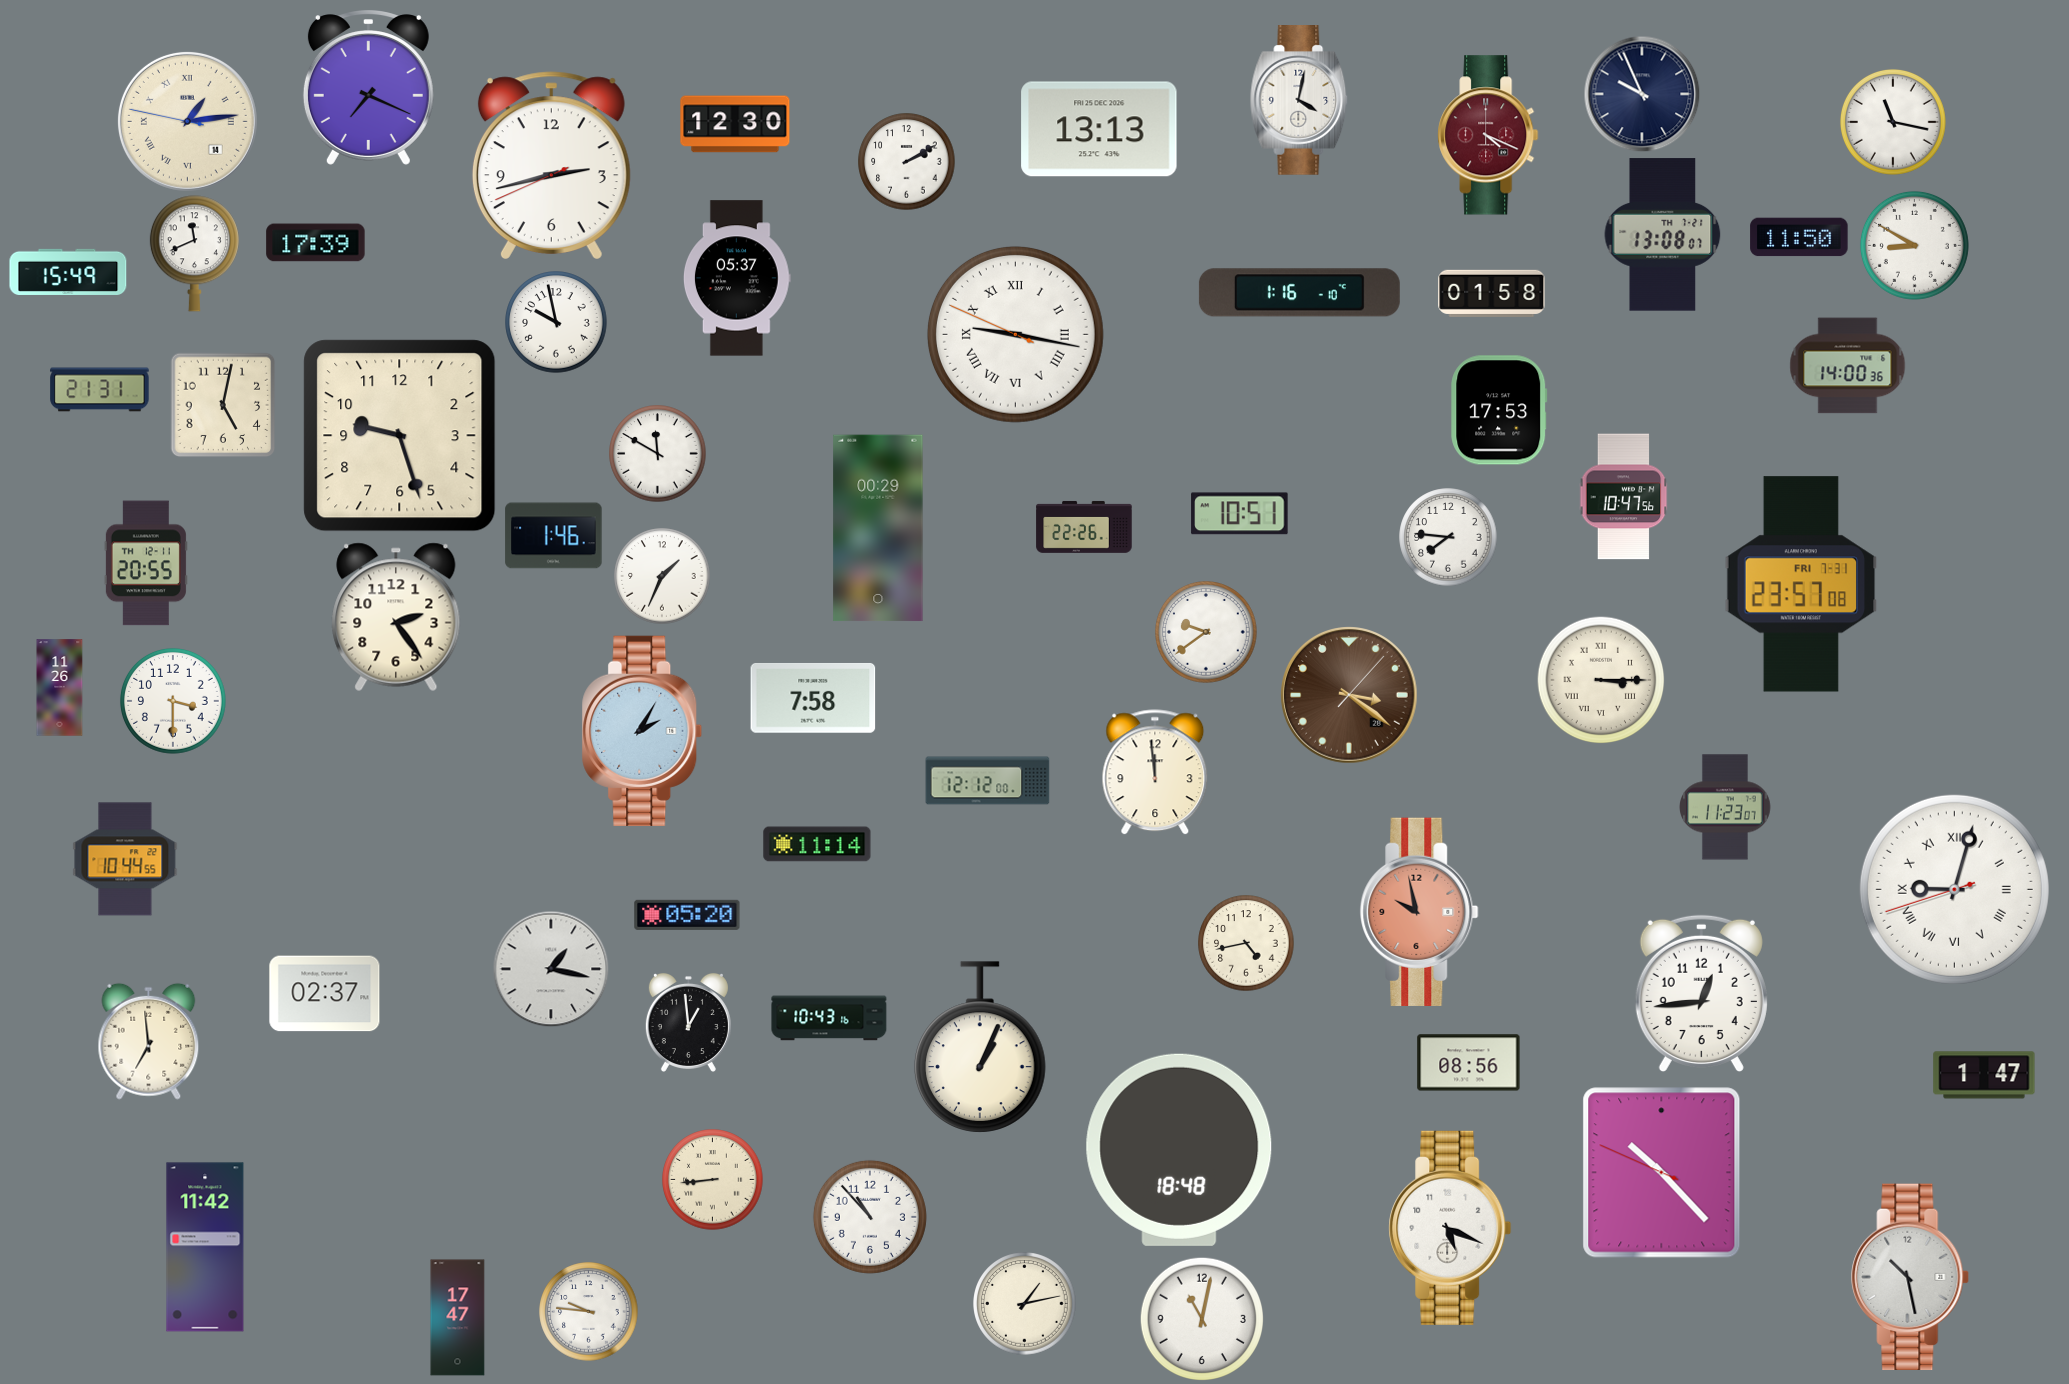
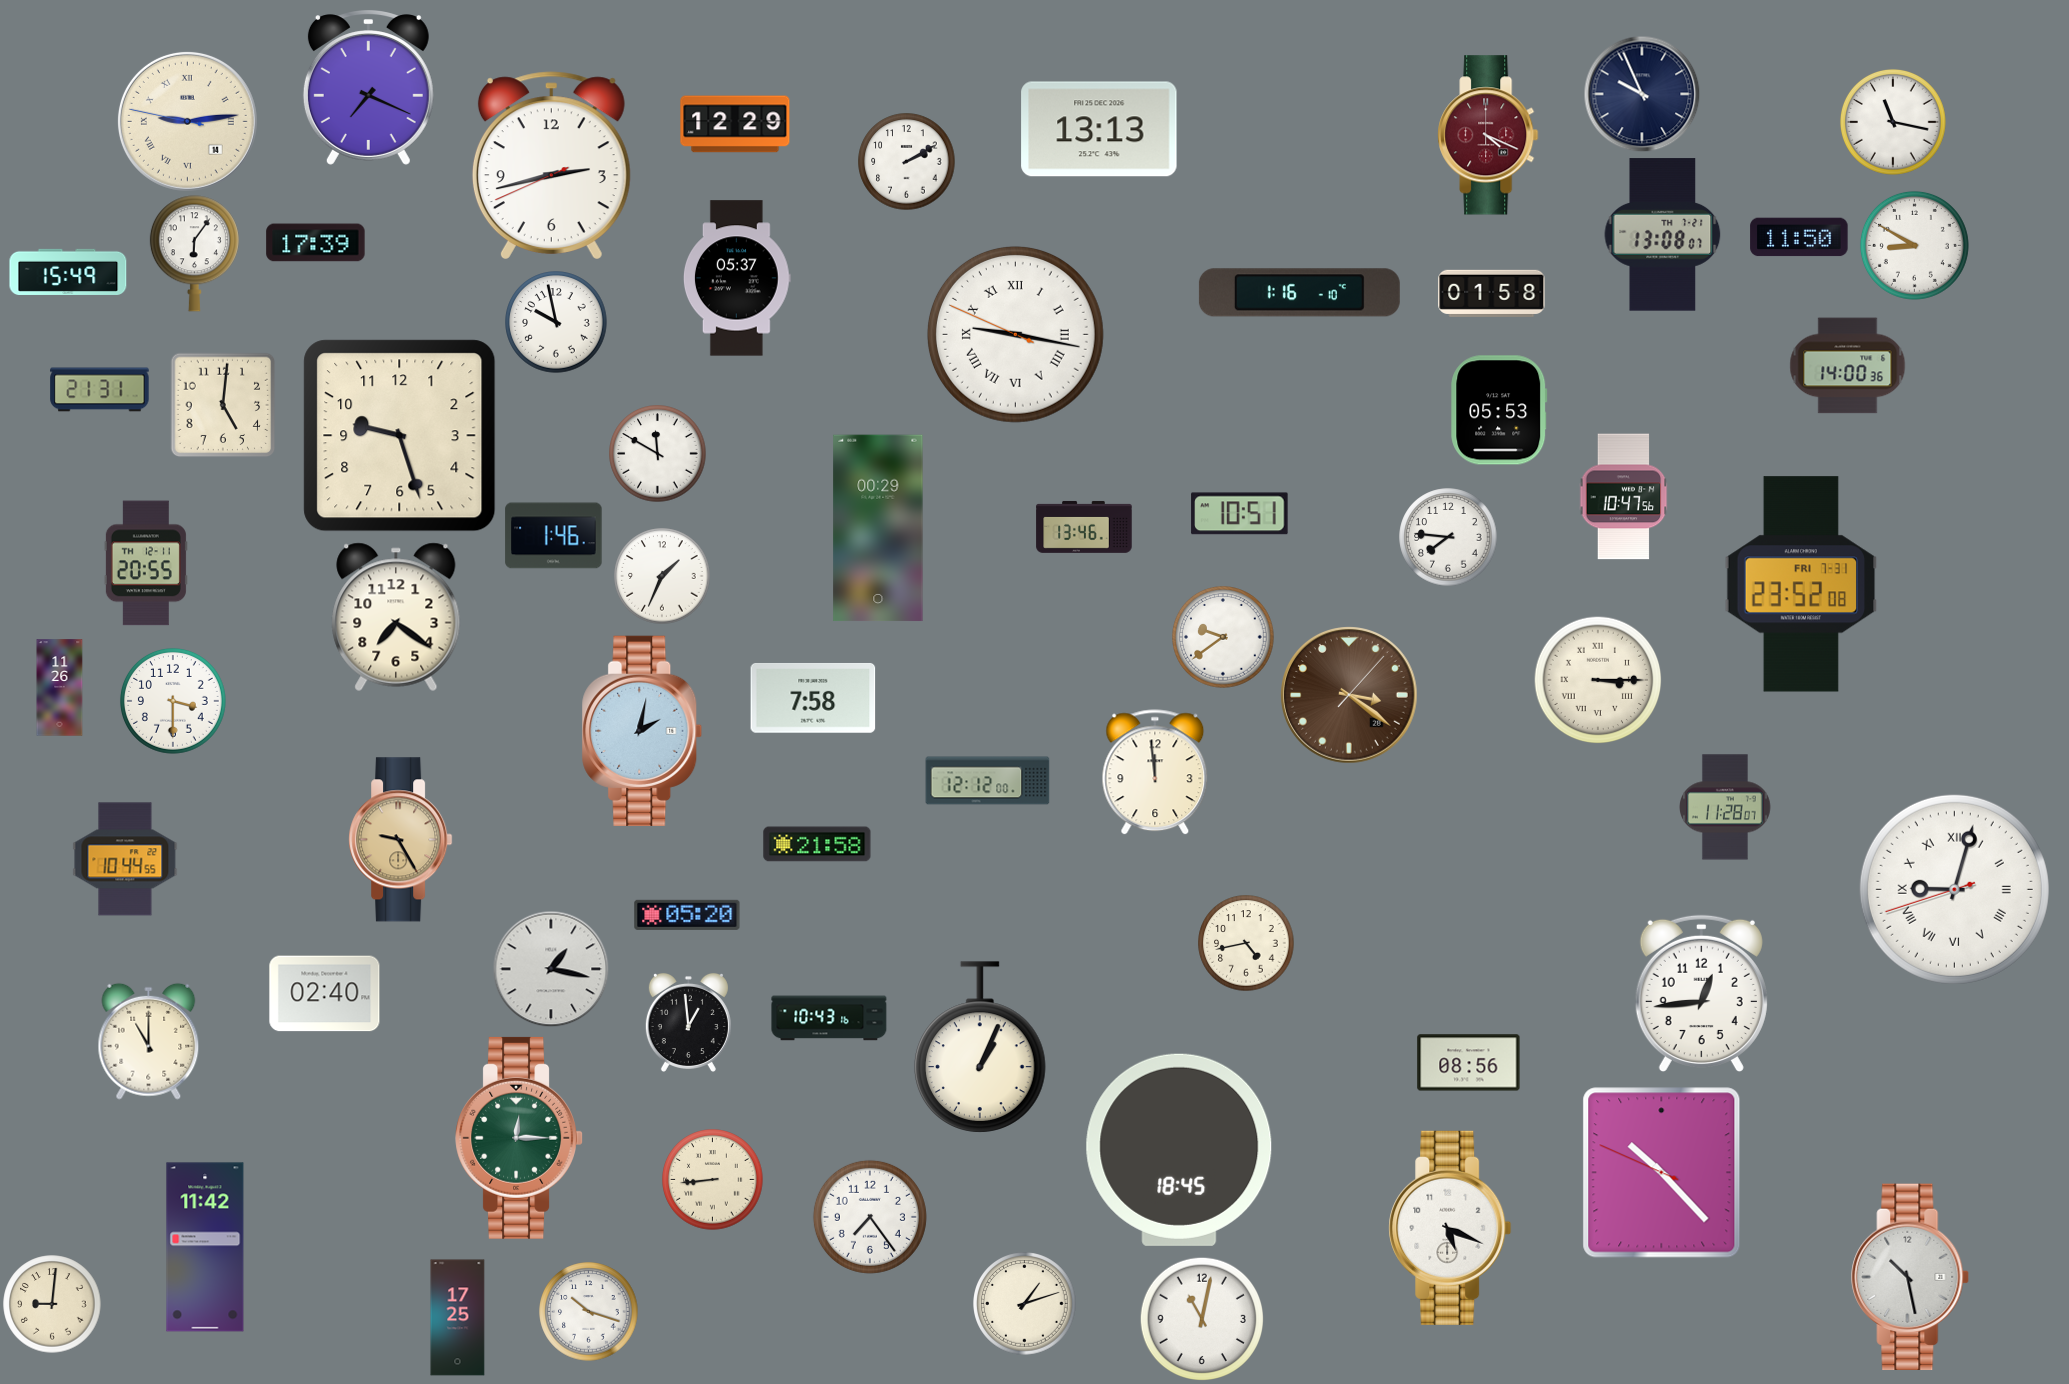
clock at (1299, 100): 4:02 -> none
clock at (187, 121): 1:13 -> 9:13
clock at (735, 124): 12:30 -> 12:29
clock at (194, 254): 11:41 -> 6:06
clock at (223, 405): 5:02 -> 5:01
clock at (1499, 410): 17:53 -> 05:53
clock at (1084, 527): 22:26 -> 13:46
clock at (1801, 584): 23:57 -> 23:52
clock at (396, 617): 2:24 -> 7:21
clock at (1206, 632) position: (1206, 632) -> (1223, 637)
clock at (1601, 680) position: (1601, 680) -> (1598, 680)
clock at (642, 731): 2:05 -> 2:02
clock at (1726, 807): 11:23 -> 11:28
clock at (401, 840): none -> 9:25
clock at (817, 844): 11:14 -> 21:58
clock at (1419, 912): 9:58 -> none
clock at (325, 994): 02:37 -> 02:40
clock at (149, 1041): 6:59 -> 11:00
clock at (1984, 1075): 1:47 -> none
clock at (519, 1138): none -> 12:15
clock at (1179, 1150): 18:48 -> 18:45
clock at (870, 1217): 10:53 -> 7:24
clock at (52, 1304): none -> 9:01
clock at (1025, 1304): 1:13 -> 1:12
clock at (589, 1312): 9:46 -> 10:18
clock at (458, 1318): 17:47 -> 17:25
